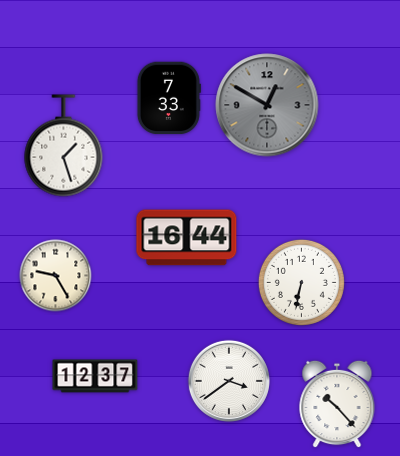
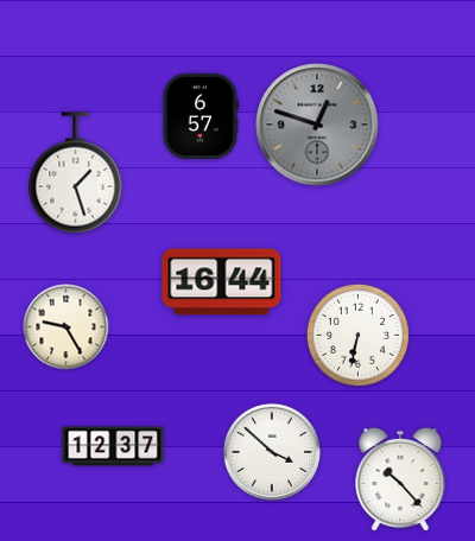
clock at (168, 98): 7:33 -> 6:57
clock at (267, 105): 12:50 -> 12:48
clock at (229, 381): 3:39 -> 3:52
